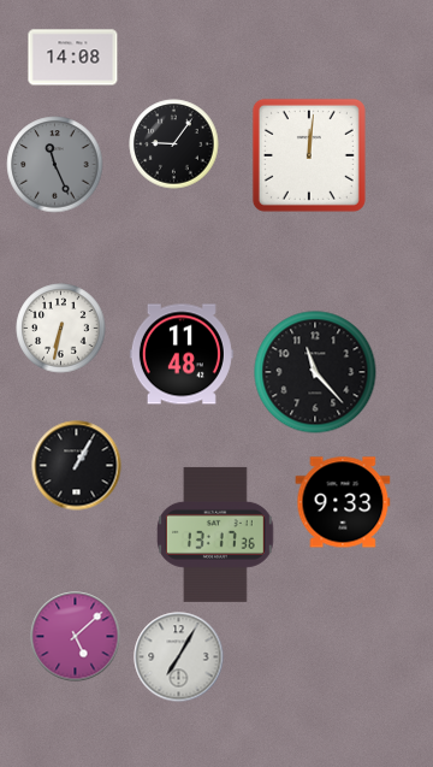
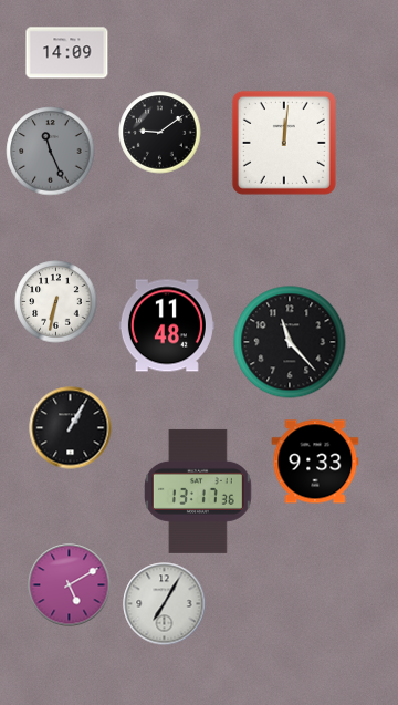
clock at (73, 58): 14:08 -> 14:09
clock at (174, 144): 9:06 -> 9:09
clock at (76, 637): 5:08 -> 5:10
